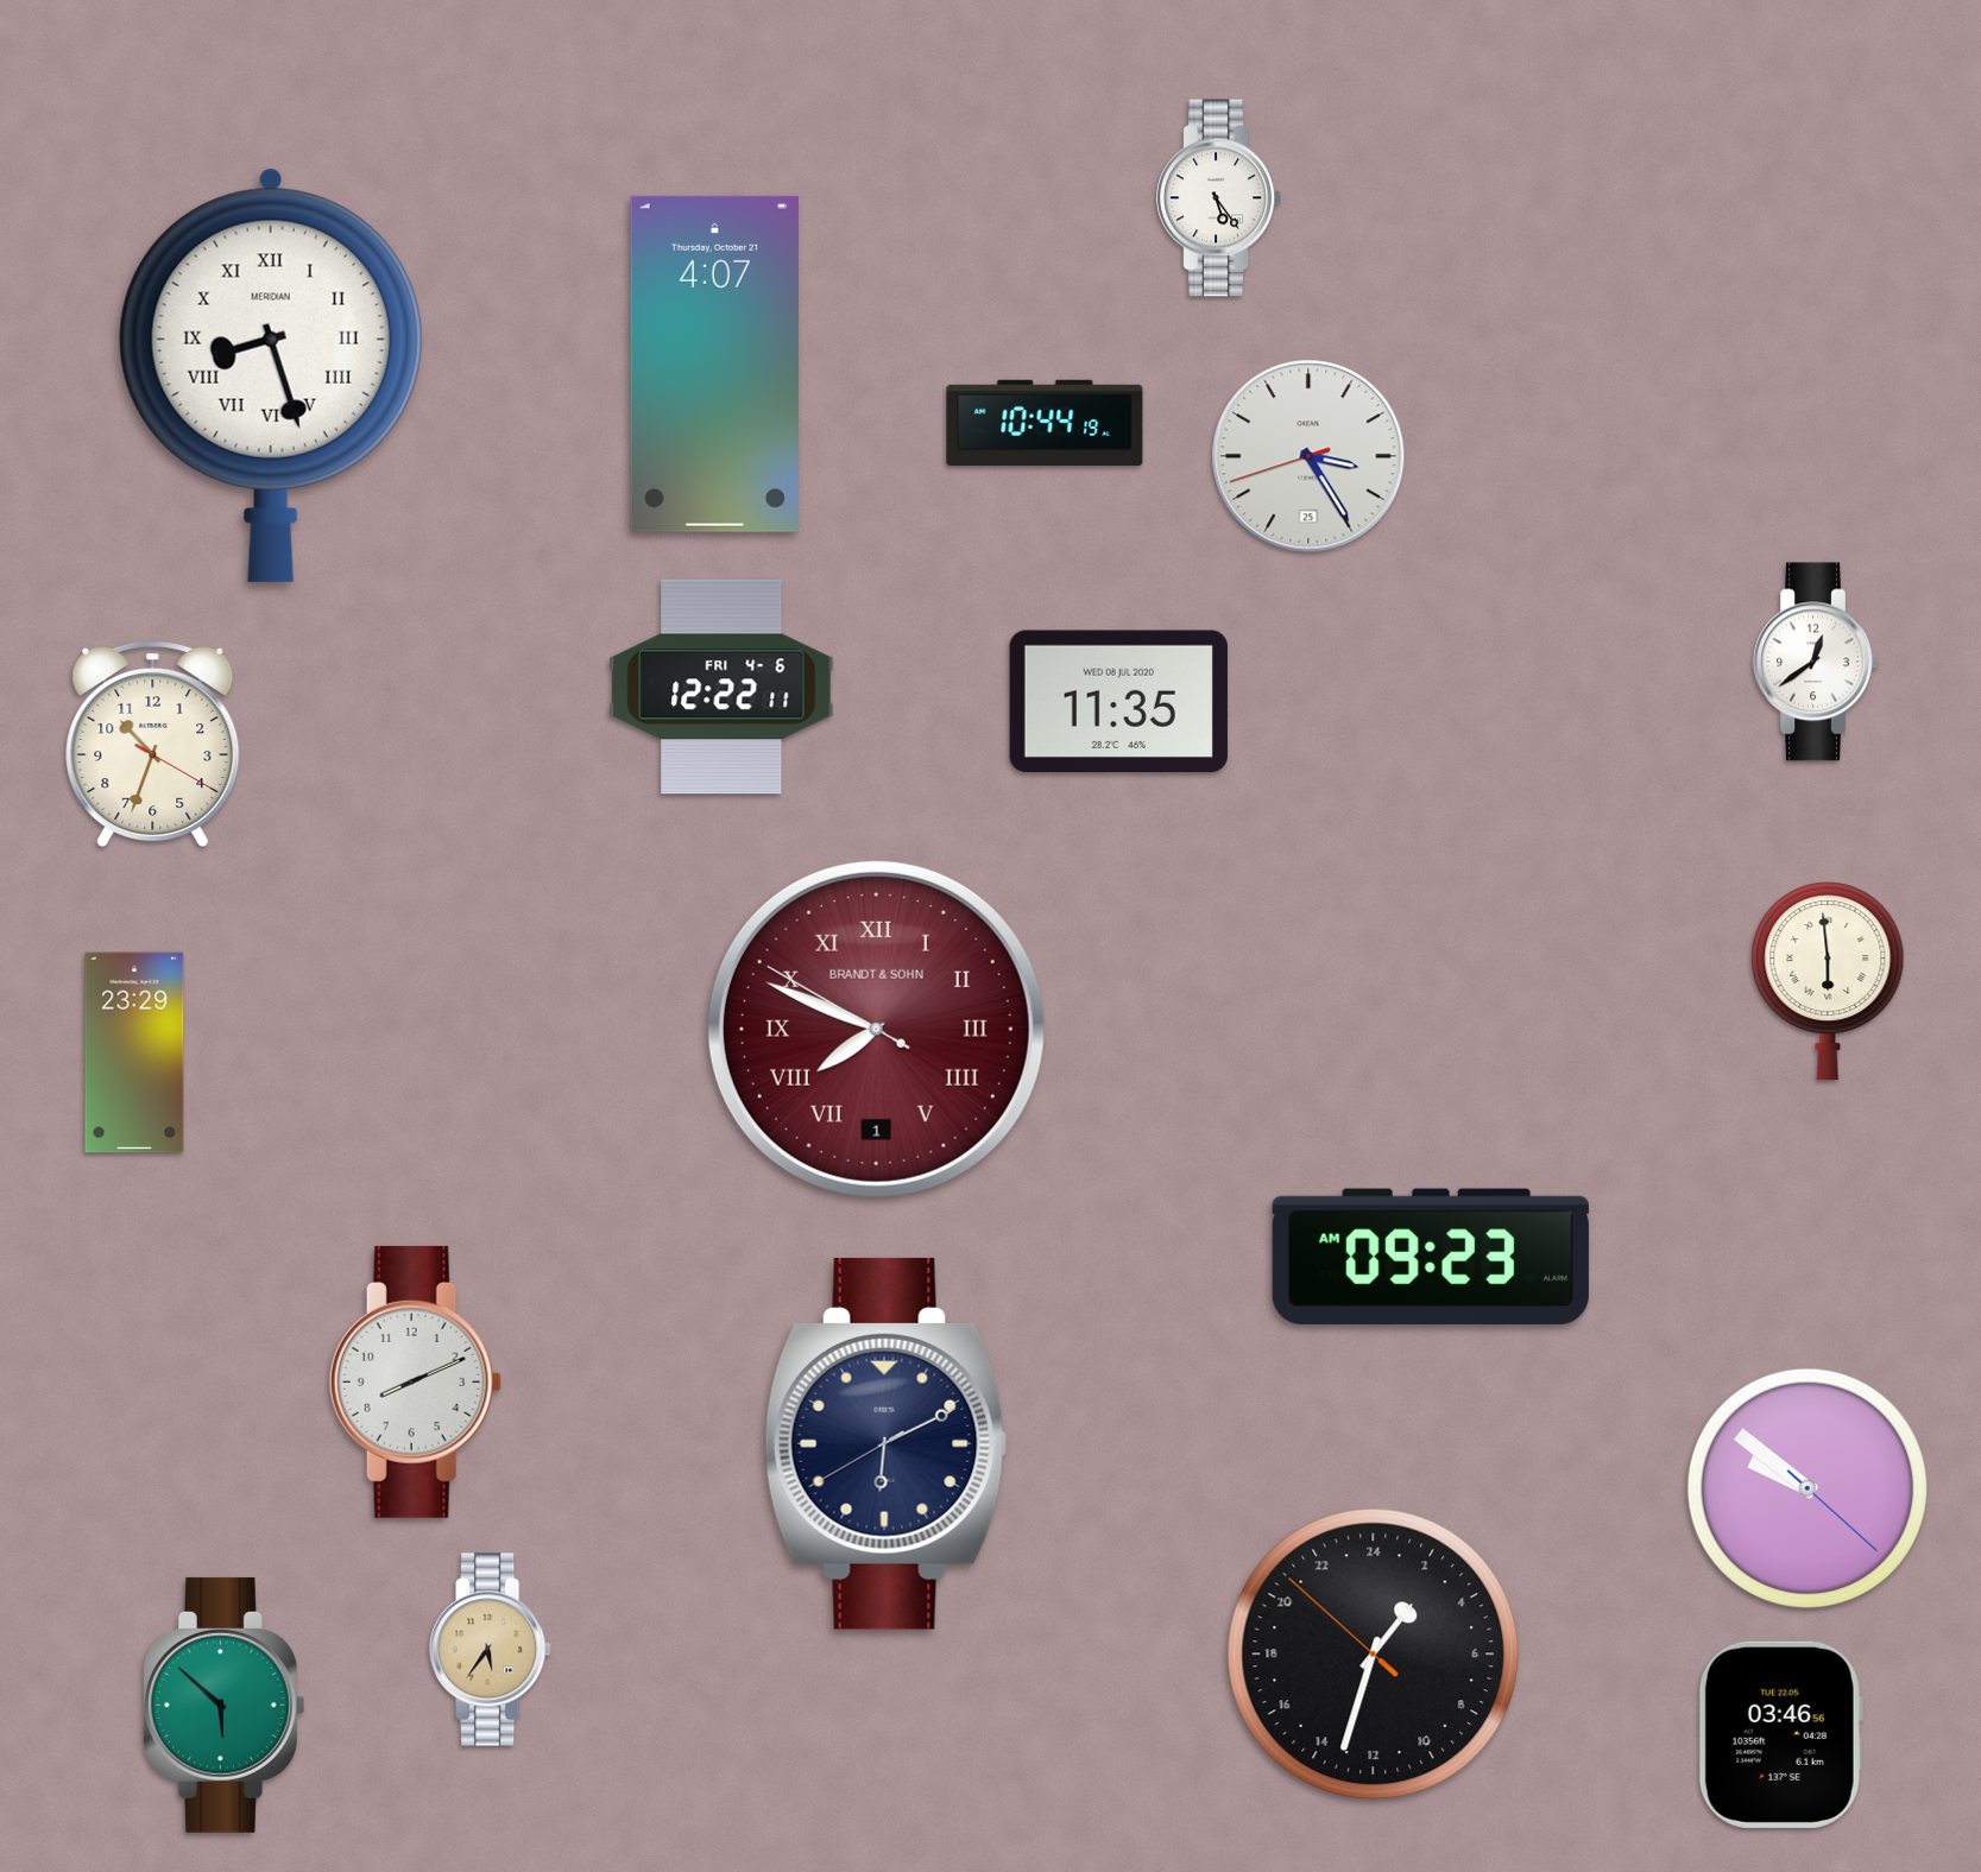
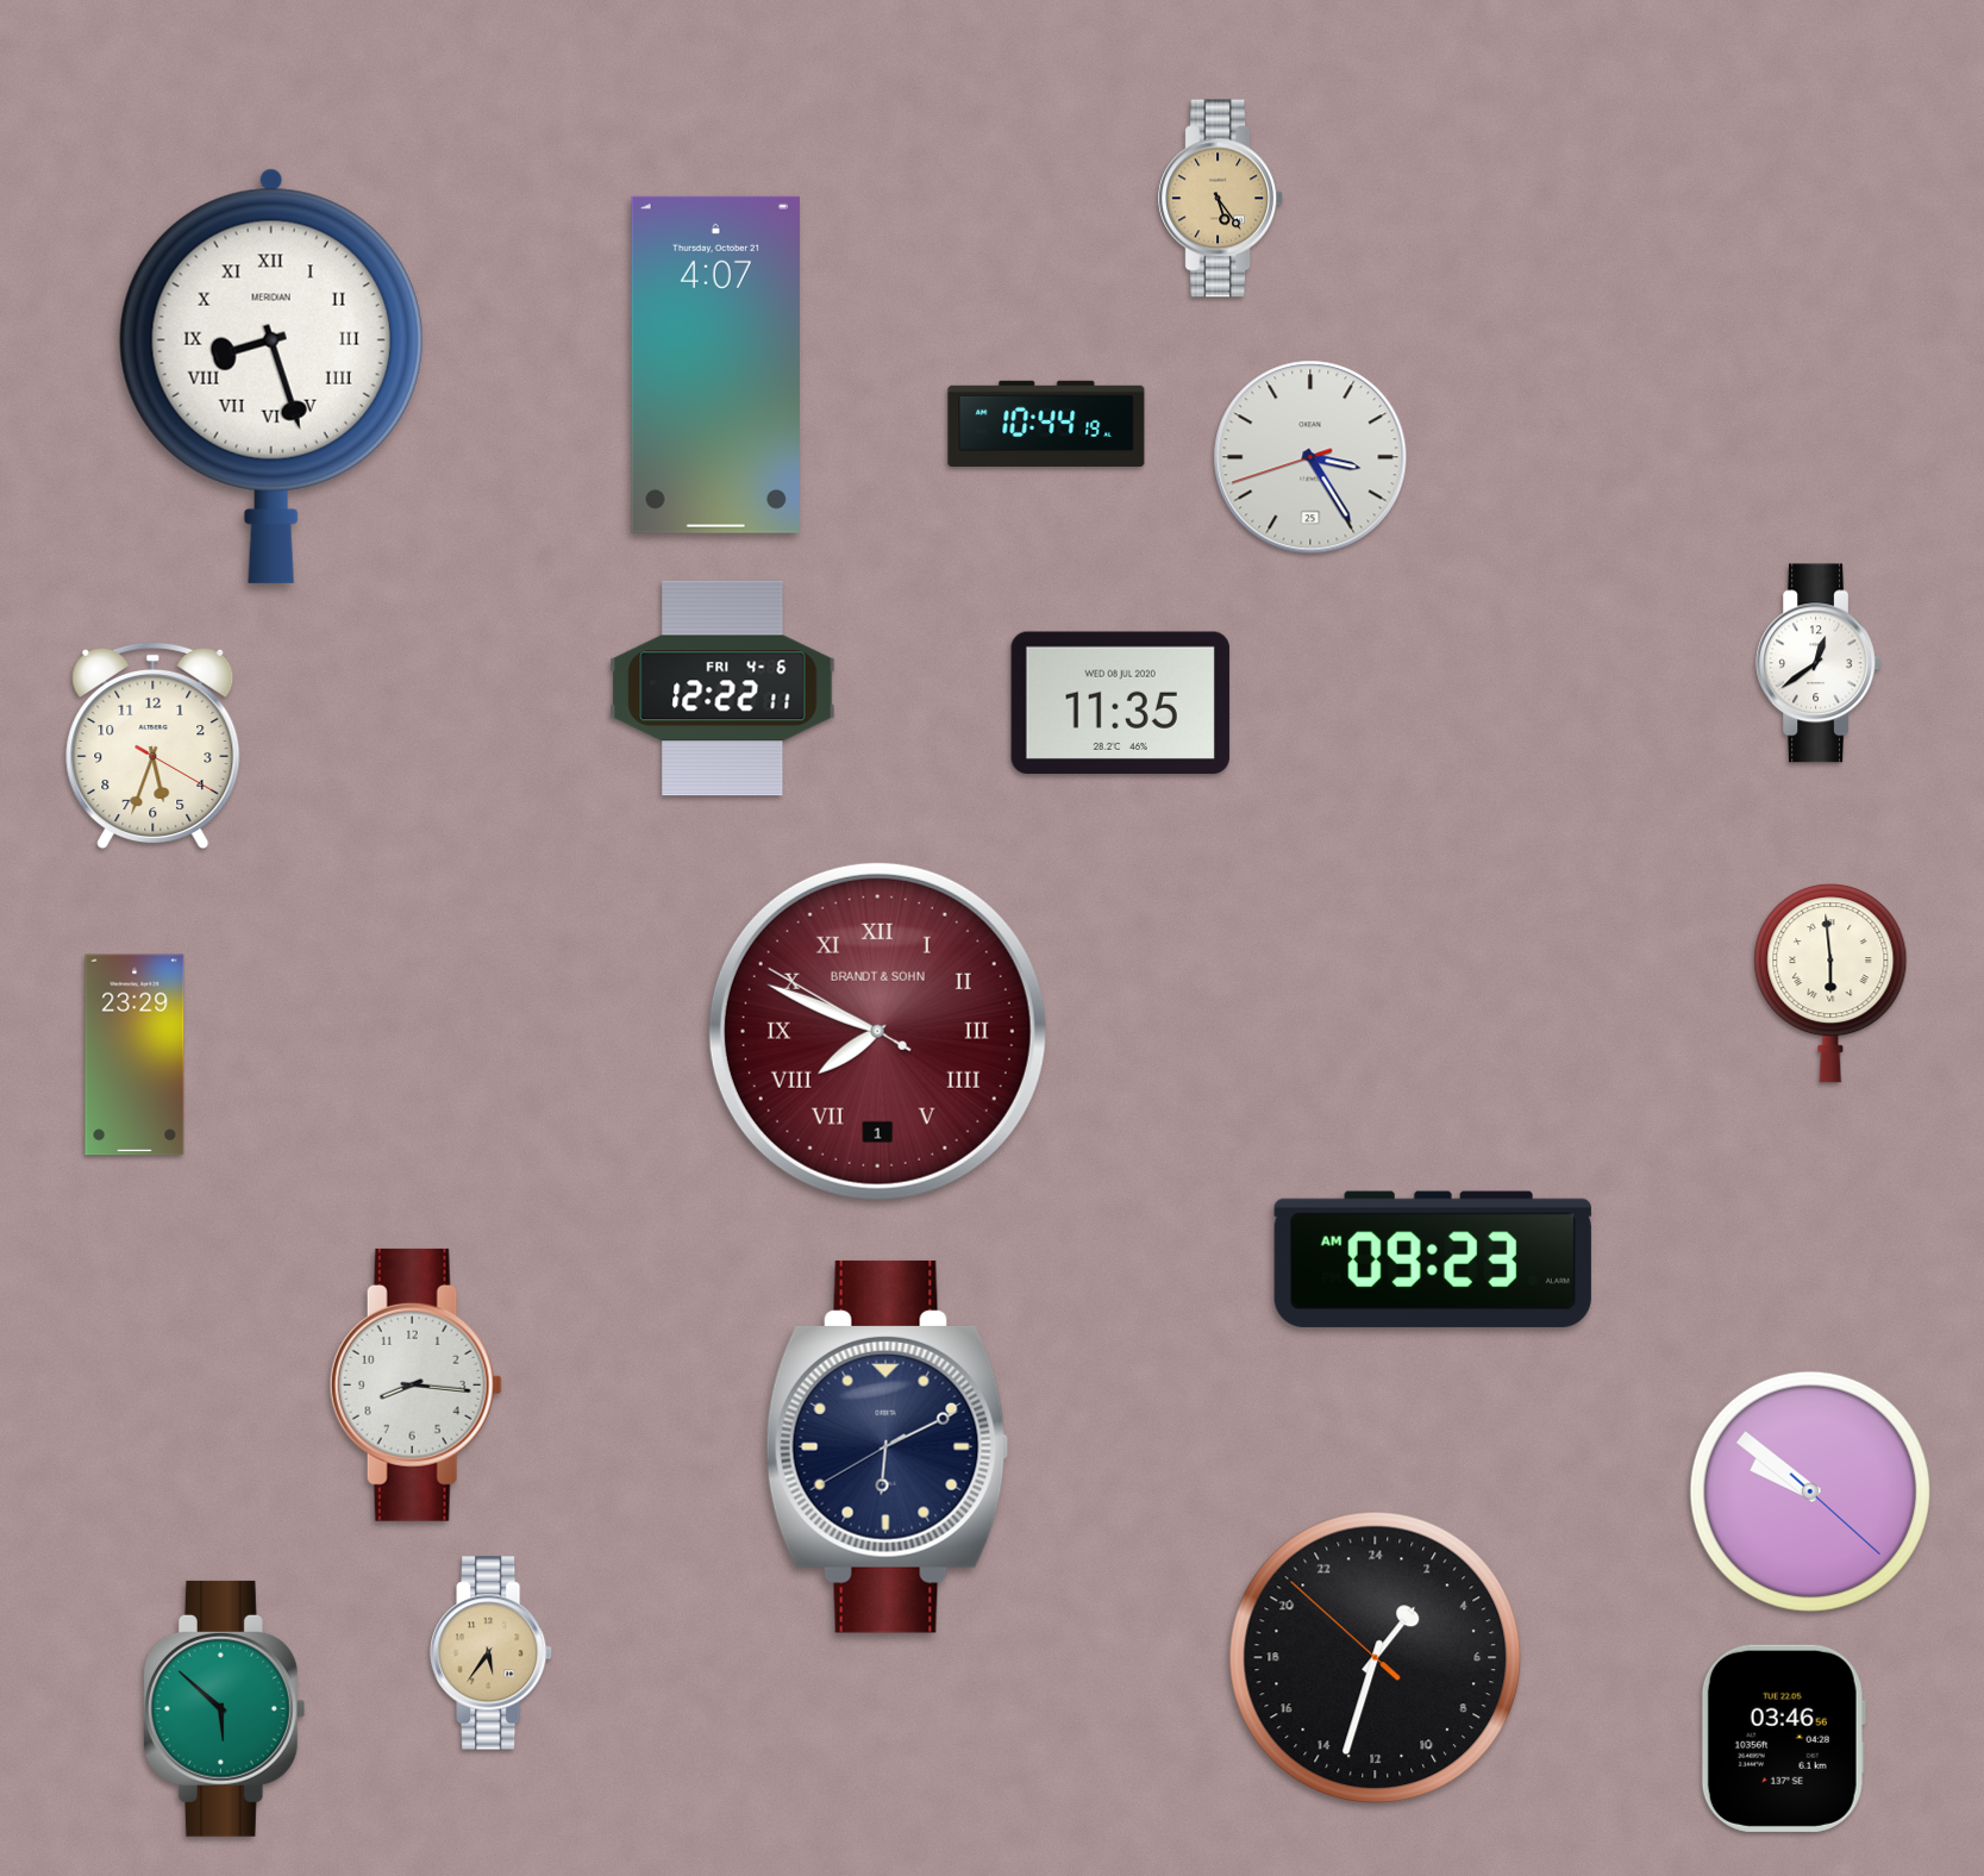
clock at (1219, 198) dial: white -> champagne
clock at (153, 744): 10:33 -> 5:33
clock at (415, 1381): 8:11 -> 8:16
